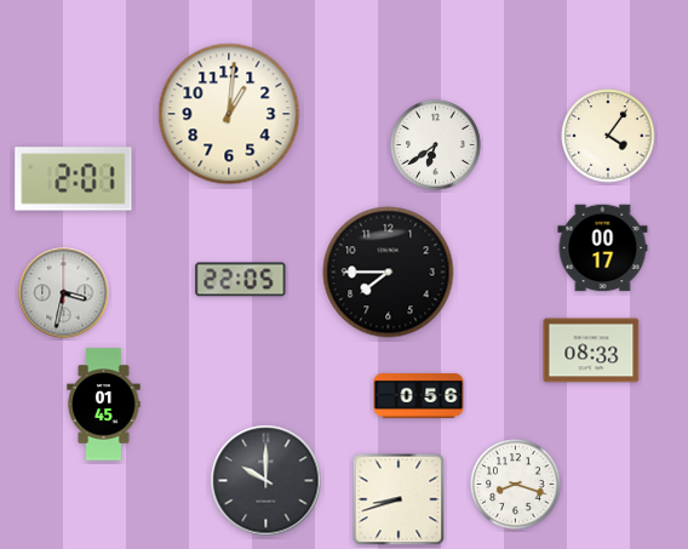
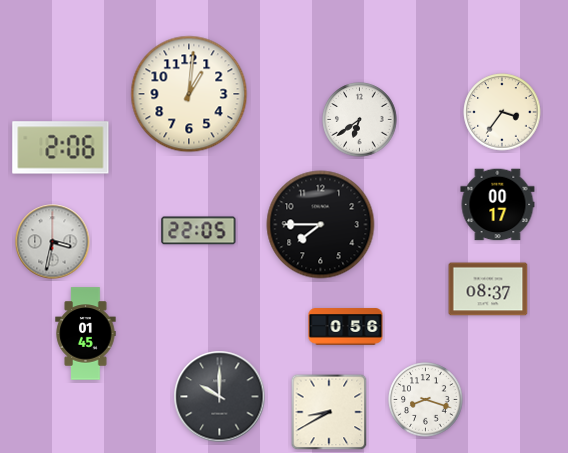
clock at (608, 136): 4:06 -> 3:36
clock at (74, 179): 2:01 -> 2:06
clock at (591, 350): 08:33 -> 08:37
clock at (399, 499): 8:42 -> 8:40
